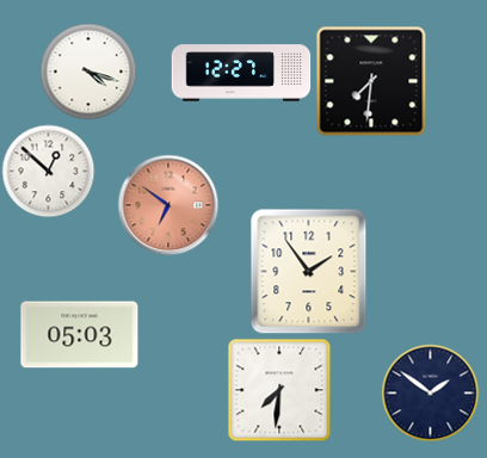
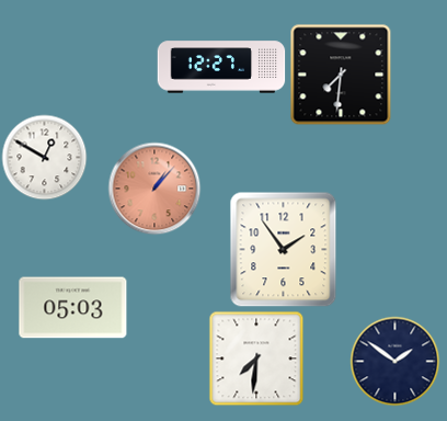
clock at (88, 72): 4:18 -> none
clock at (48, 171): 12:52 -> 12:50
clock at (168, 205): 6:51 -> 1:07
